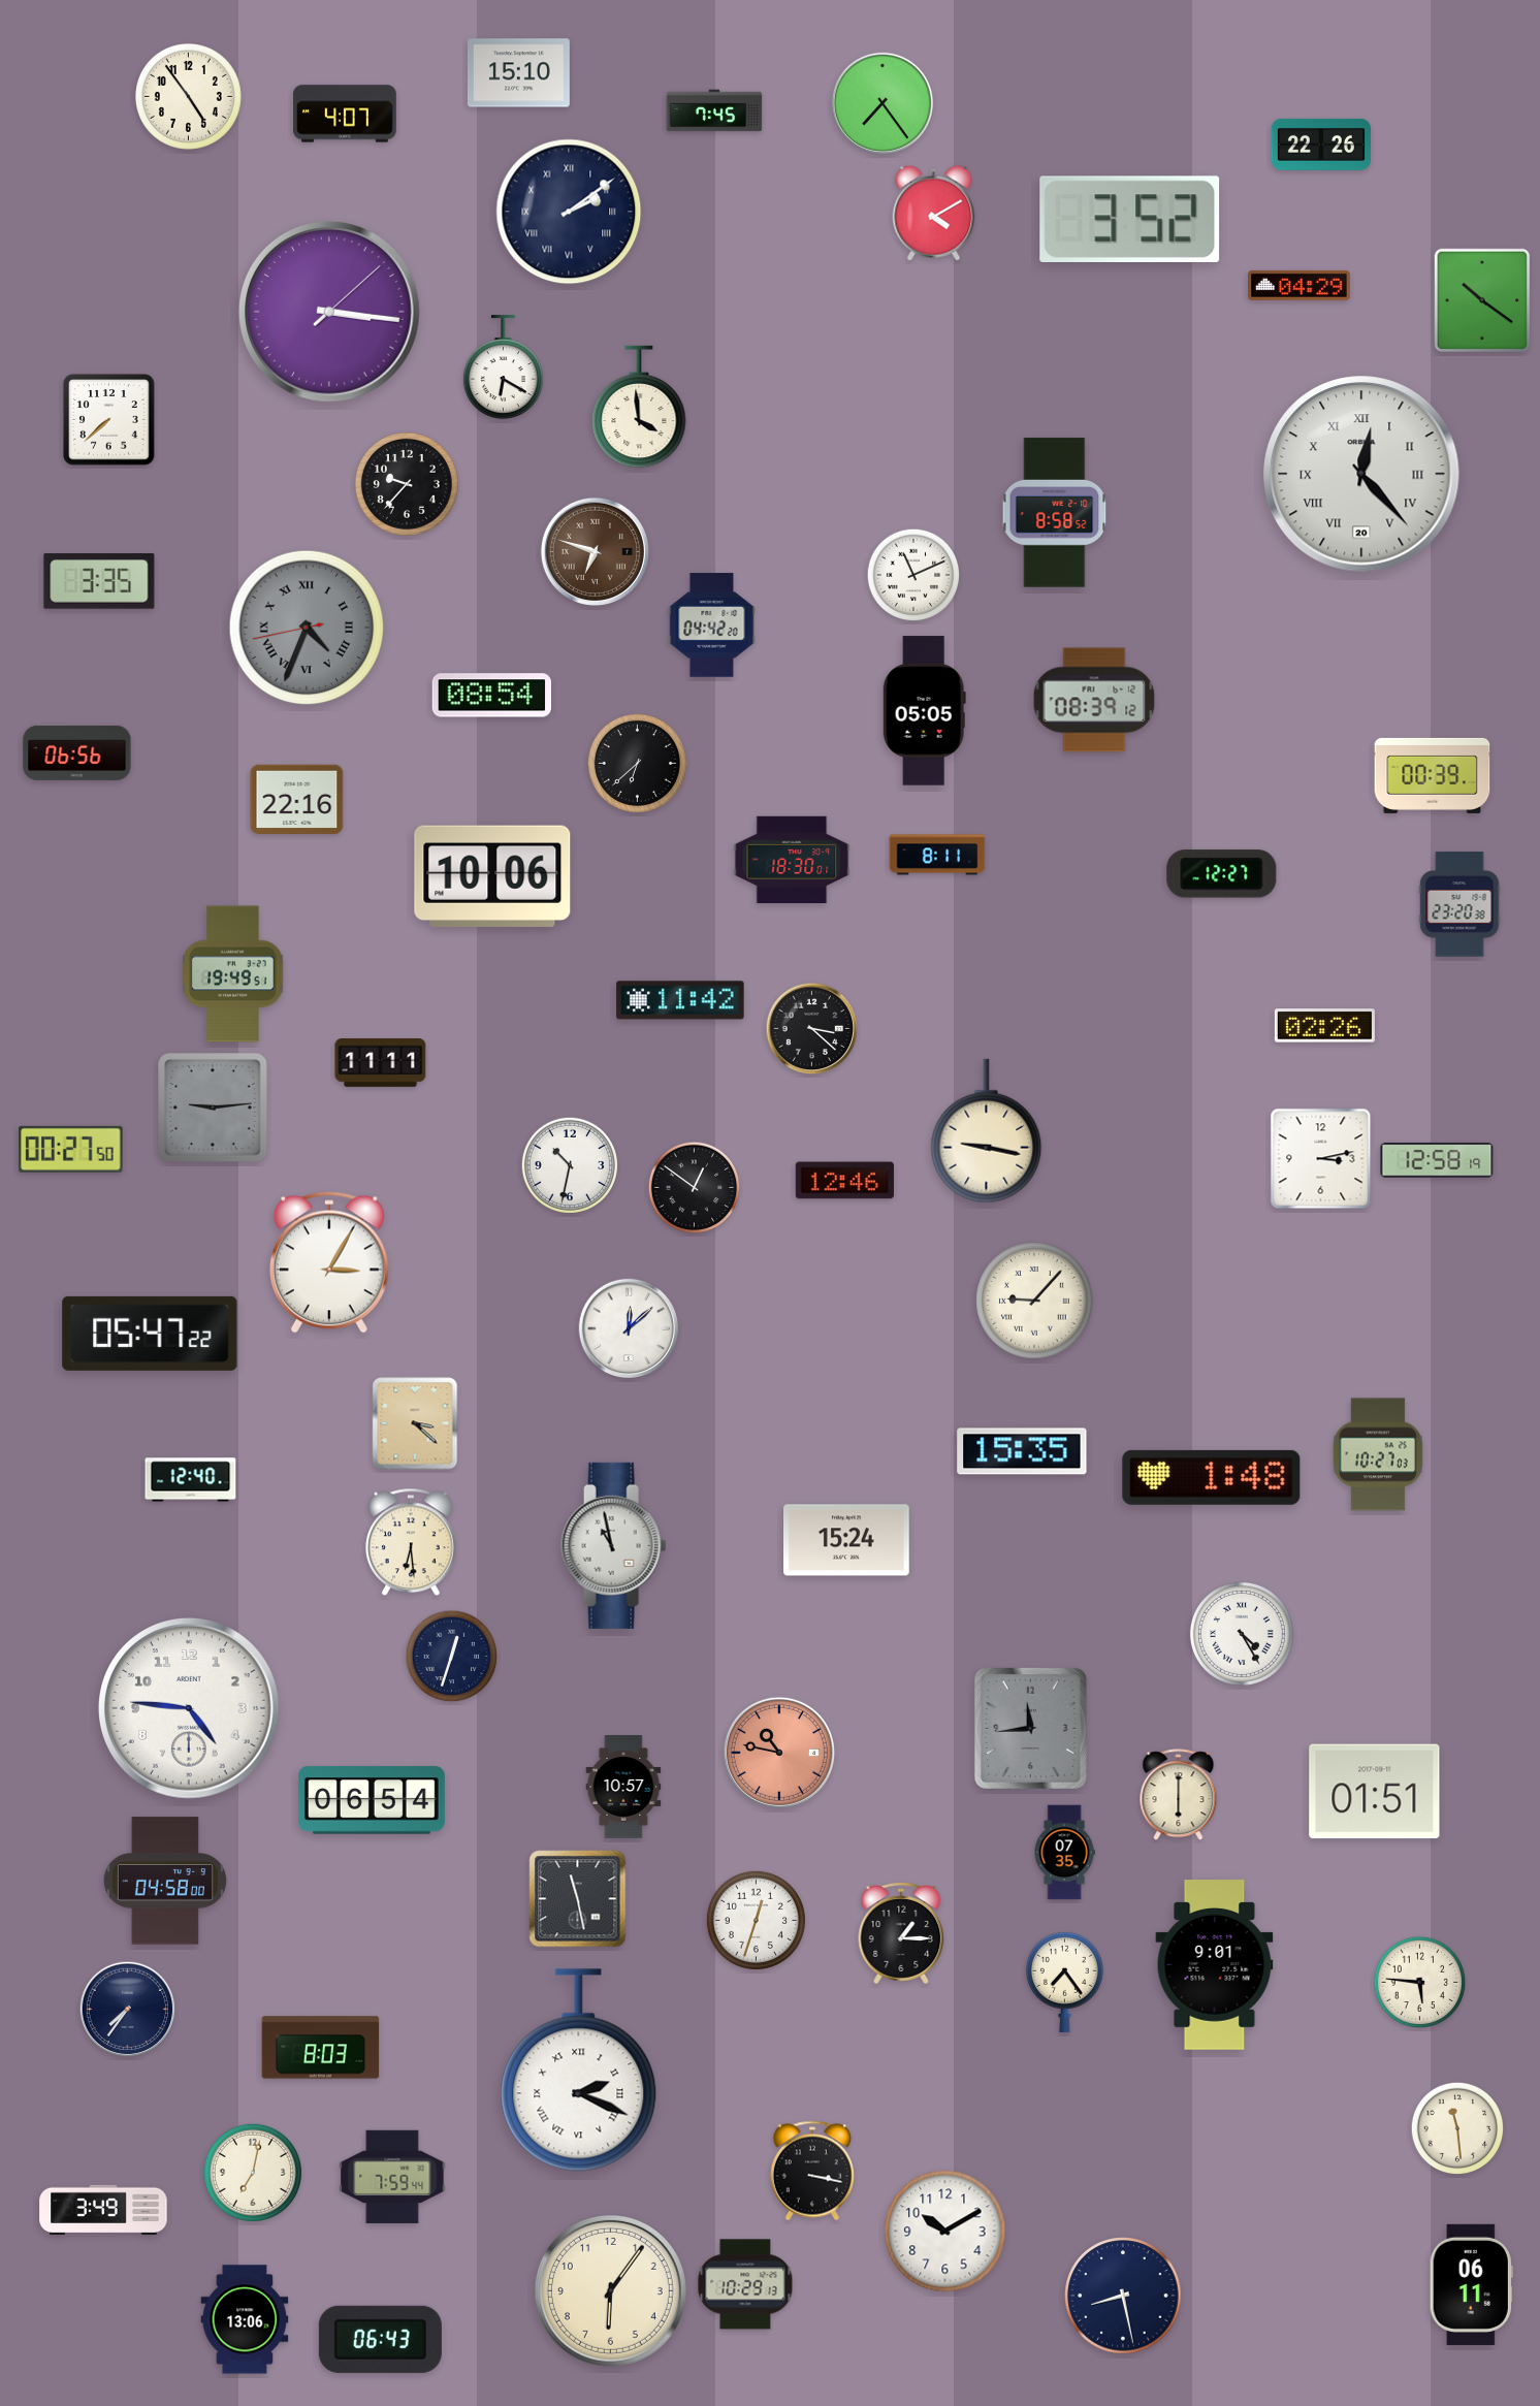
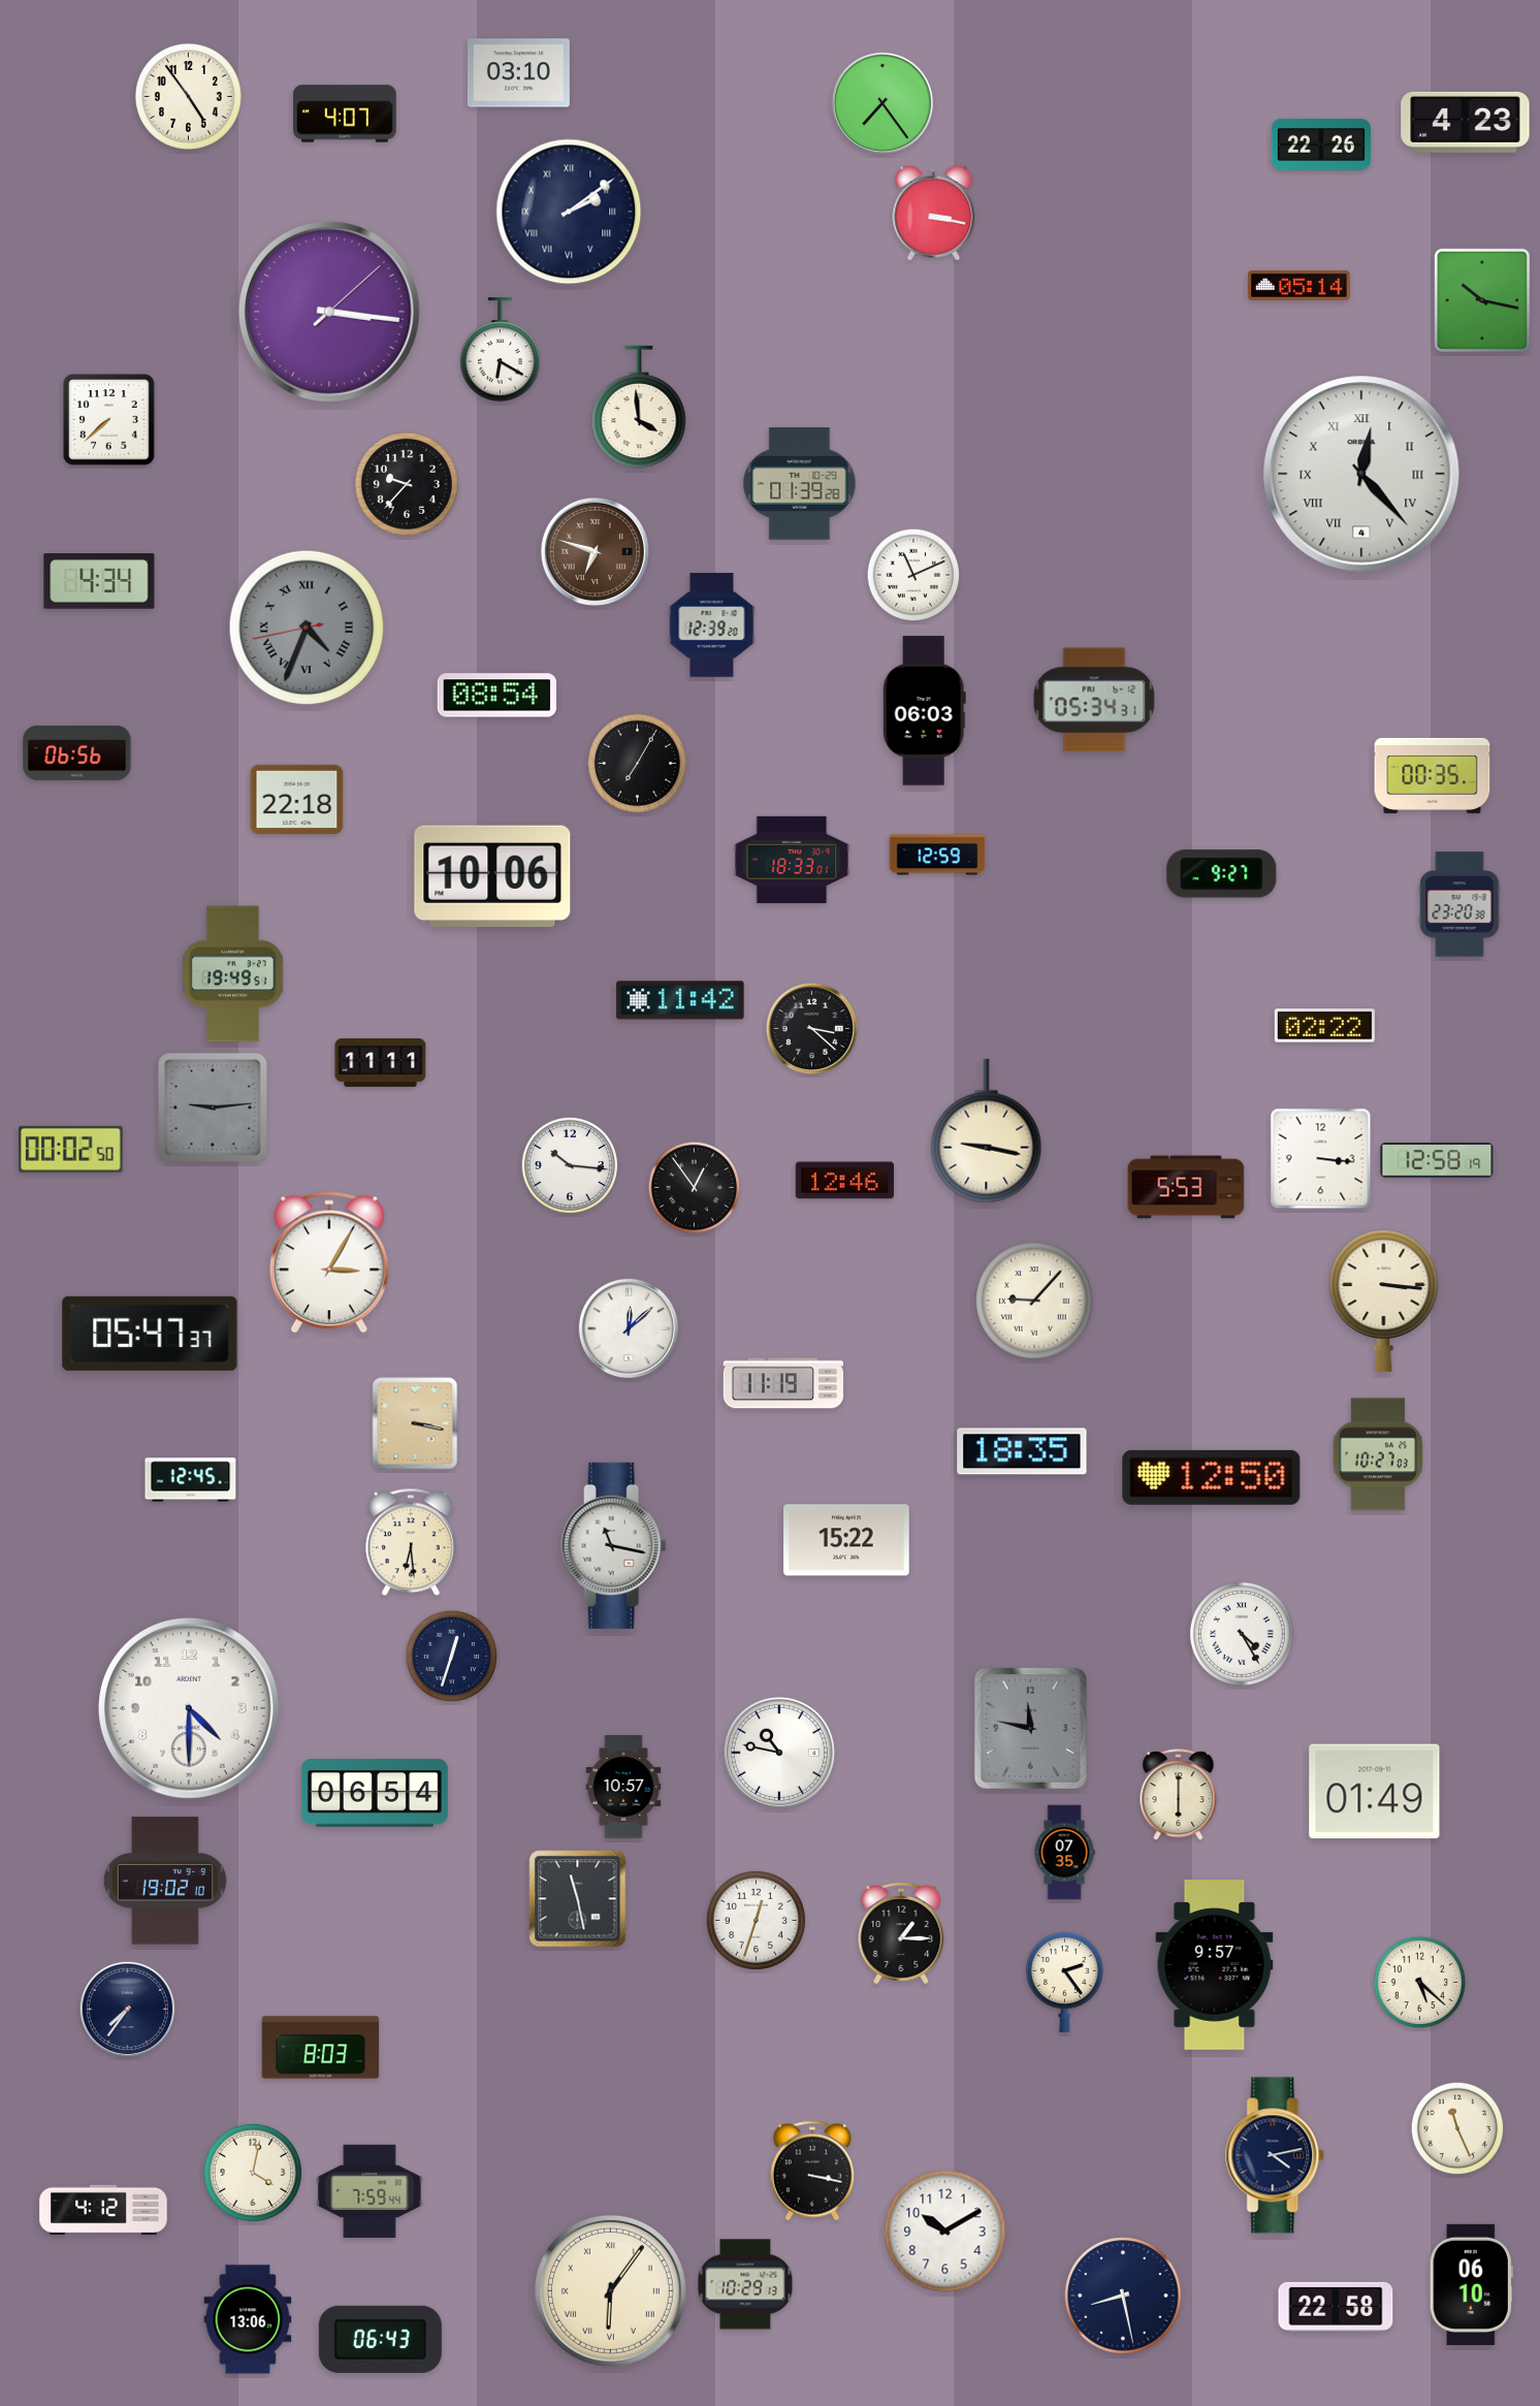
clock at (518, 73): 15:10 -> 03:10
clock at (714, 110): 7:45 -> none
clock at (1466, 122): none -> 4:23
clock at (934, 213): 4:10 -> 3:17
clock at (1130, 219): 3:52 -> none
clock at (1300, 285): 04:29 -> 05:14
clock at (1482, 300): 10:21 -> 10:17
clock at (503, 366) position: (503, 366) -> (500, 349)
clock at (1361, 474) date: 20 -> 4
clock at (800, 484): none -> 01:39
clock at (1055, 513): 8:58 -> none
clock at (99, 581): 3:35 -> 4:34
clock at (712, 625): 04:42 -> 12:39
clock at (491, 696) position: (491, 696) -> (496, 696)
clock at (1094, 700): 08:39 -> 05:34
clock at (924, 711): 05:05 -> 06:03
clock at (637, 763): 6:38 -> 7:05
clock at (1433, 775): 00:39 -> 00:35
clock at (297, 799): 22:16 -> 22:18
clock at (937, 855): 8:11 -> 12:59
clock at (792, 859): 18:30 -> 18:33
clock at (1222, 874): 12:27 -> 9:27
clock at (1324, 1026): 02:26 -> 02:22
clock at (71, 1149): 00:27 -> 00:02
clock at (1321, 1159): 3:13 -> 3:16
clock at (569, 1164): 10:32 -> 10:16
clock at (1186, 1187): none -> 5:53
clock at (695, 1188): 12:51 -> 12:54
clock at (1384, 1301): none -> 3:16
clock at (150, 1334): 05:47:22 -> 05:47:37
clock at (782, 1383): none -> 11:19
clock at (415, 1423): 3:22 -> 3:17
clock at (1022, 1451): 15:35 -> 18:35
clock at (1212, 1477): 1:48 -> 12:50
clock at (191, 1480): 12:40 -> 12:45
clock at (847, 1540): 15:24 -> 15:22
clock at (614, 1545): 10:58 -> 11:17
clock at (190, 1709): 4:46 -> 4:30
clock at (1030, 1728): 11:44 -> 11:47
clock at (779, 1753) dial: salmon -> white
clock at (1375, 1792): 01:51 -> 01:49
clock at (372, 1800) position: (372, 1800) -> (375, 1793)
clock at (165, 1881): 04:58 -> 19:02
clock at (1215, 1965): 9:01 -> 9:57
clock at (1064, 1982): 7:24 -> 2:24
clock at (1420, 1983): 5:46 -> 5:22
clock at (579, 2071): 2:19 -> none
clock at (1457, 2128): 11:29 -> 11:26
clock at (1276, 2155): none -> 4:13
clock at (253, 2173): 7:02 -> 4:02
clock at (392, 2177) position: (392, 2177) -> (370, 2191)
clock at (103, 2210): 3:49 -> 4:12
clock at (1471, 2284): 06:11 -> 06:10
clock at (610, 2290) numerals: Arabic -> Roman
clock at (1336, 2307): none -> 22:58
clock at (245, 2319) position: (245, 2319) -> (248, 2319)
